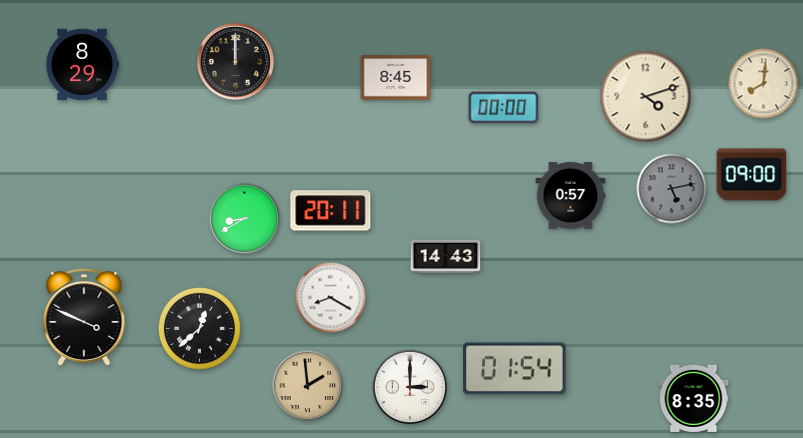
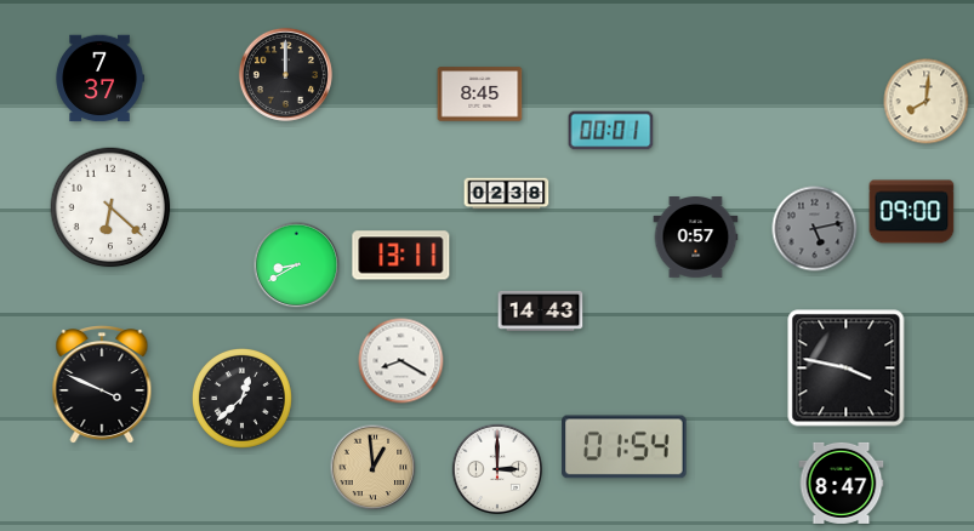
clock at (82, 65): 8:29 -> 7:37
clock at (646, 97): 4:12 -> none
clock at (504, 108): 00:00 -> 00:01
clock at (507, 194): none -> 02:38
clock at (110, 207): none -> 6:22
clock at (571, 196) position: (571, 196) -> (696, 238)
clock at (331, 211): 20:11 -> 13:11
clock at (847, 369): none -> 3:47
clock at (308, 386): 1:59 -> 12:59
clock at (694, 398): 8:35 -> 8:47
